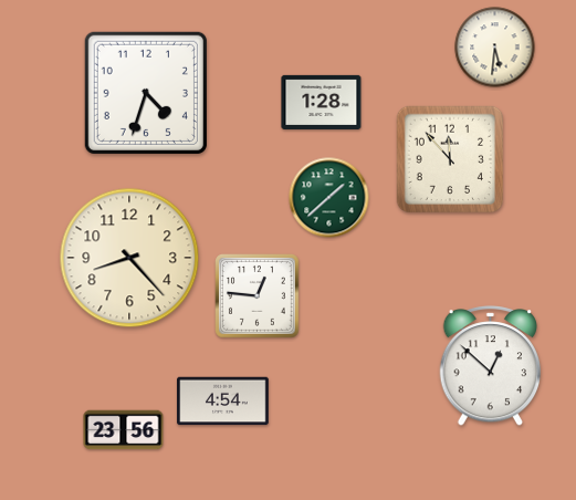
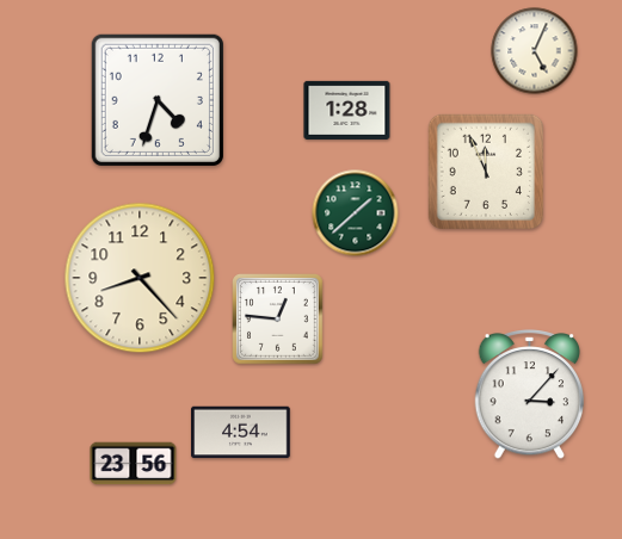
clock at (495, 48): 5:31 -> 5:04
clock at (449, 158): 11:53 -> 11:56
clock at (491, 366): 12:52 -> 3:07
